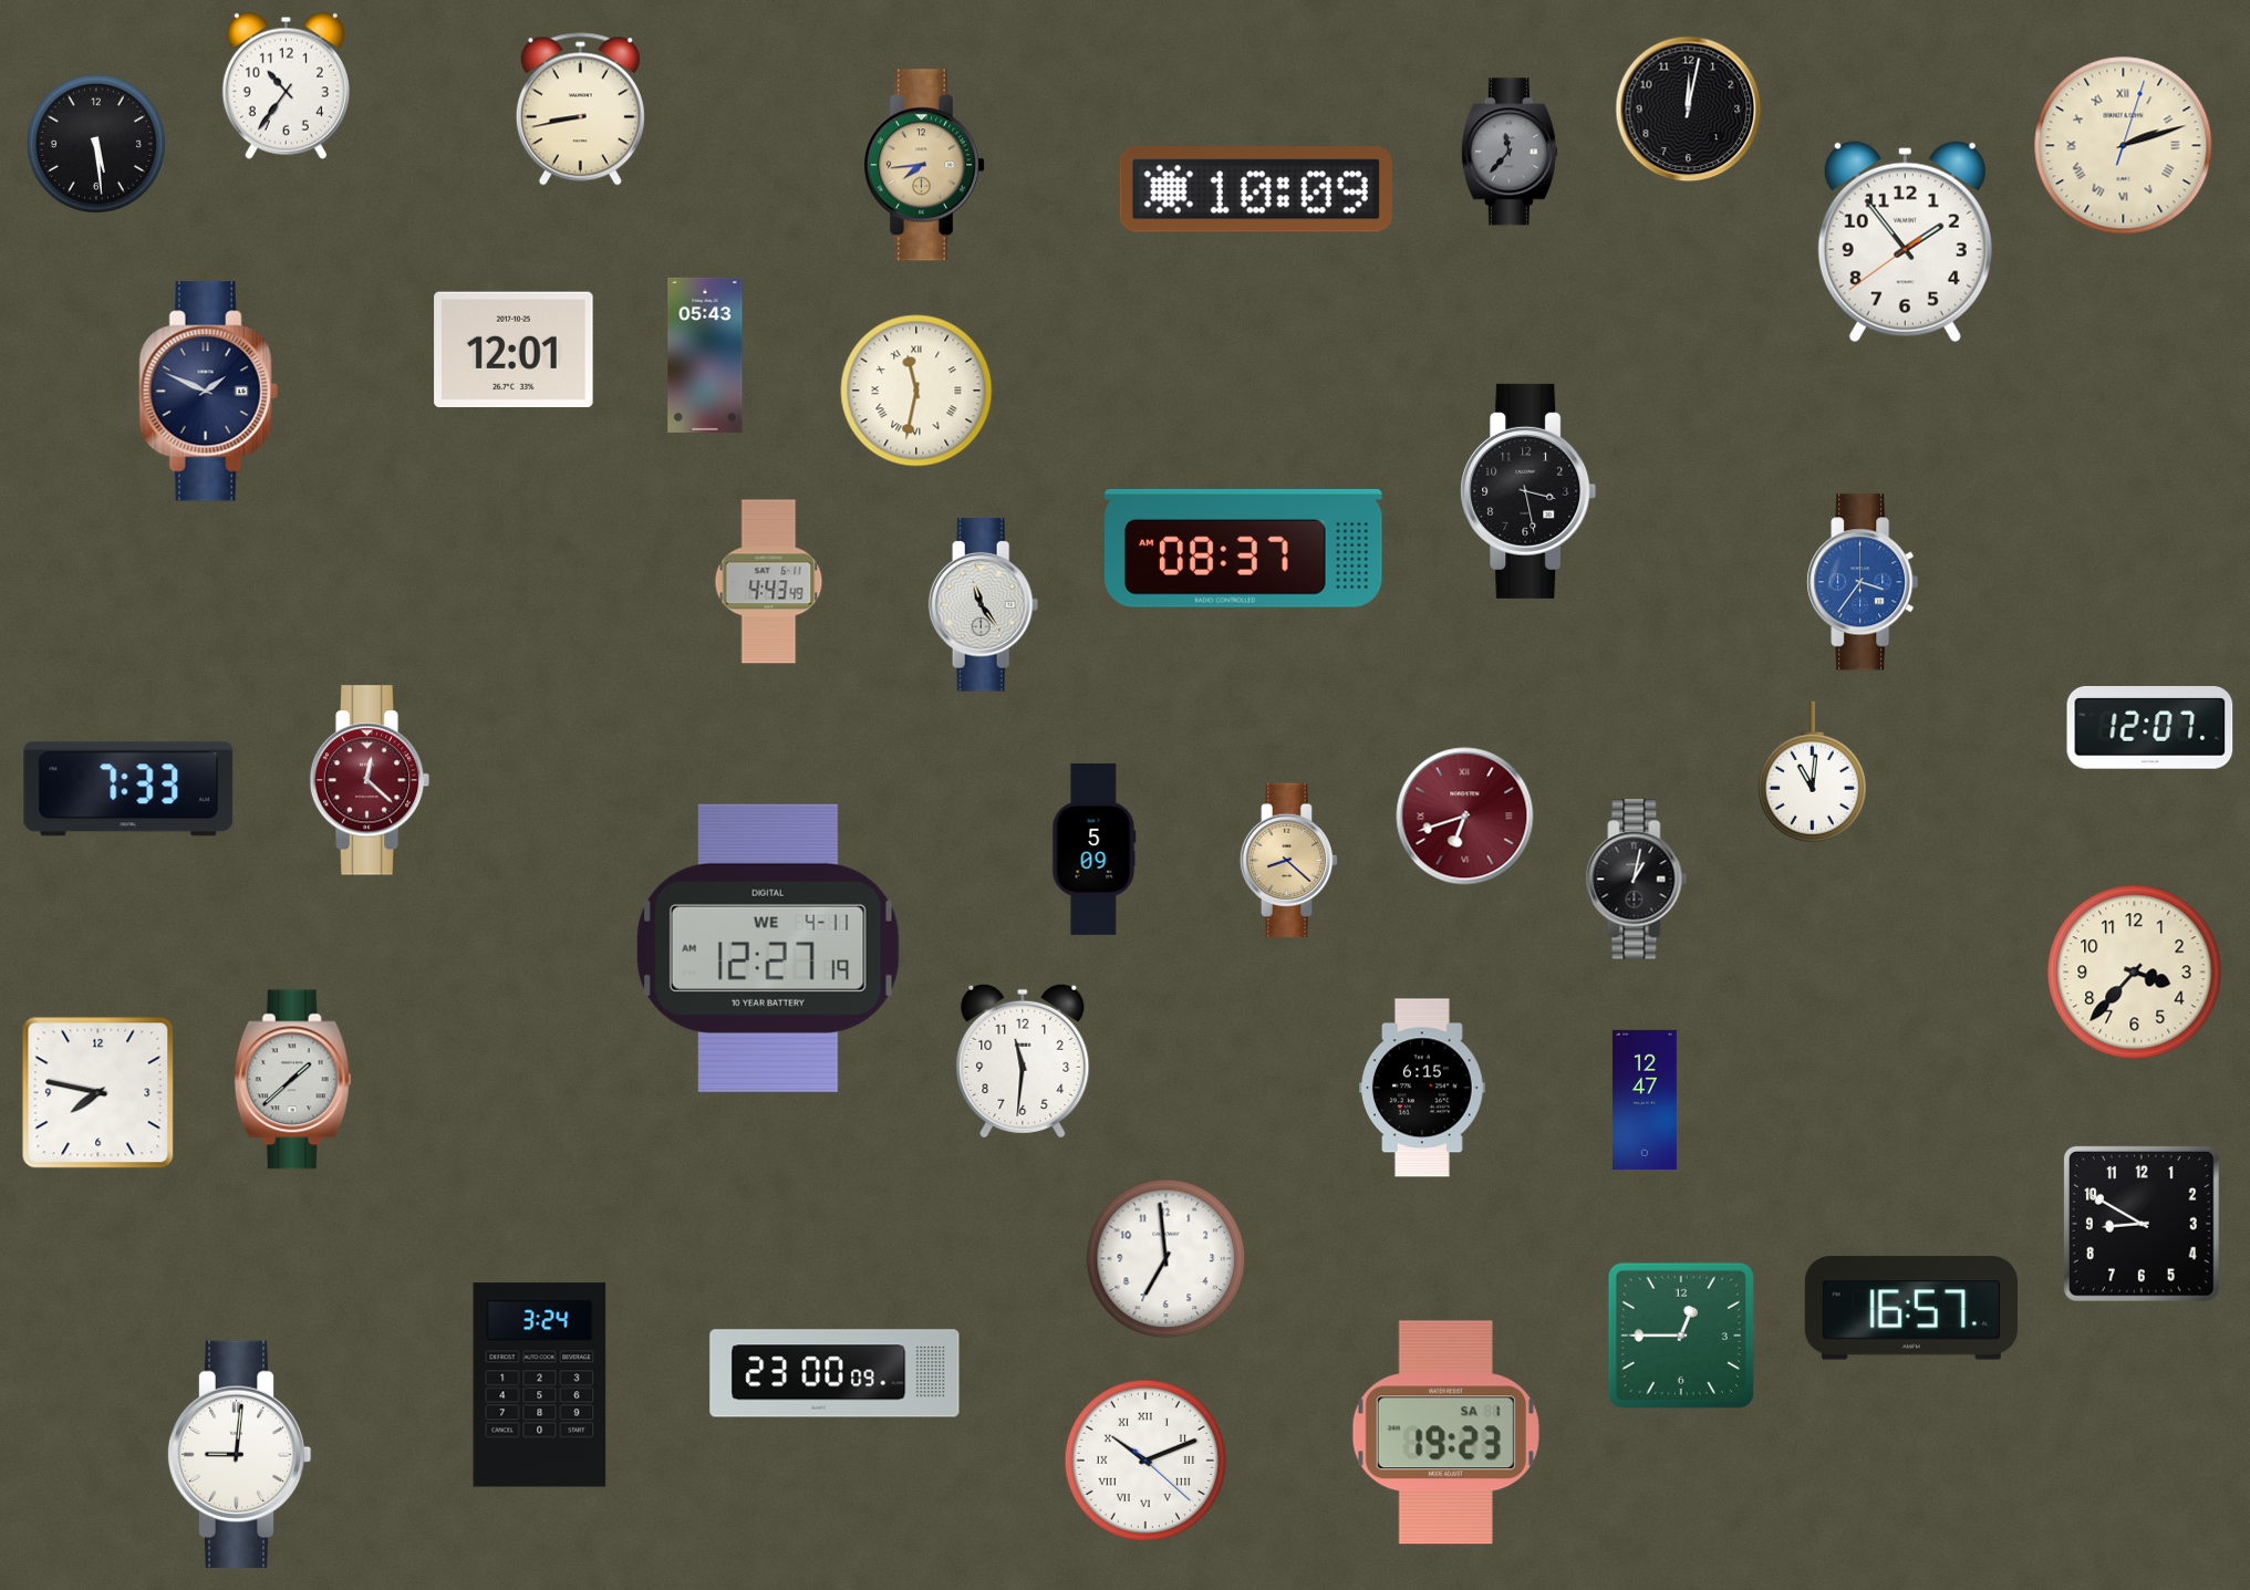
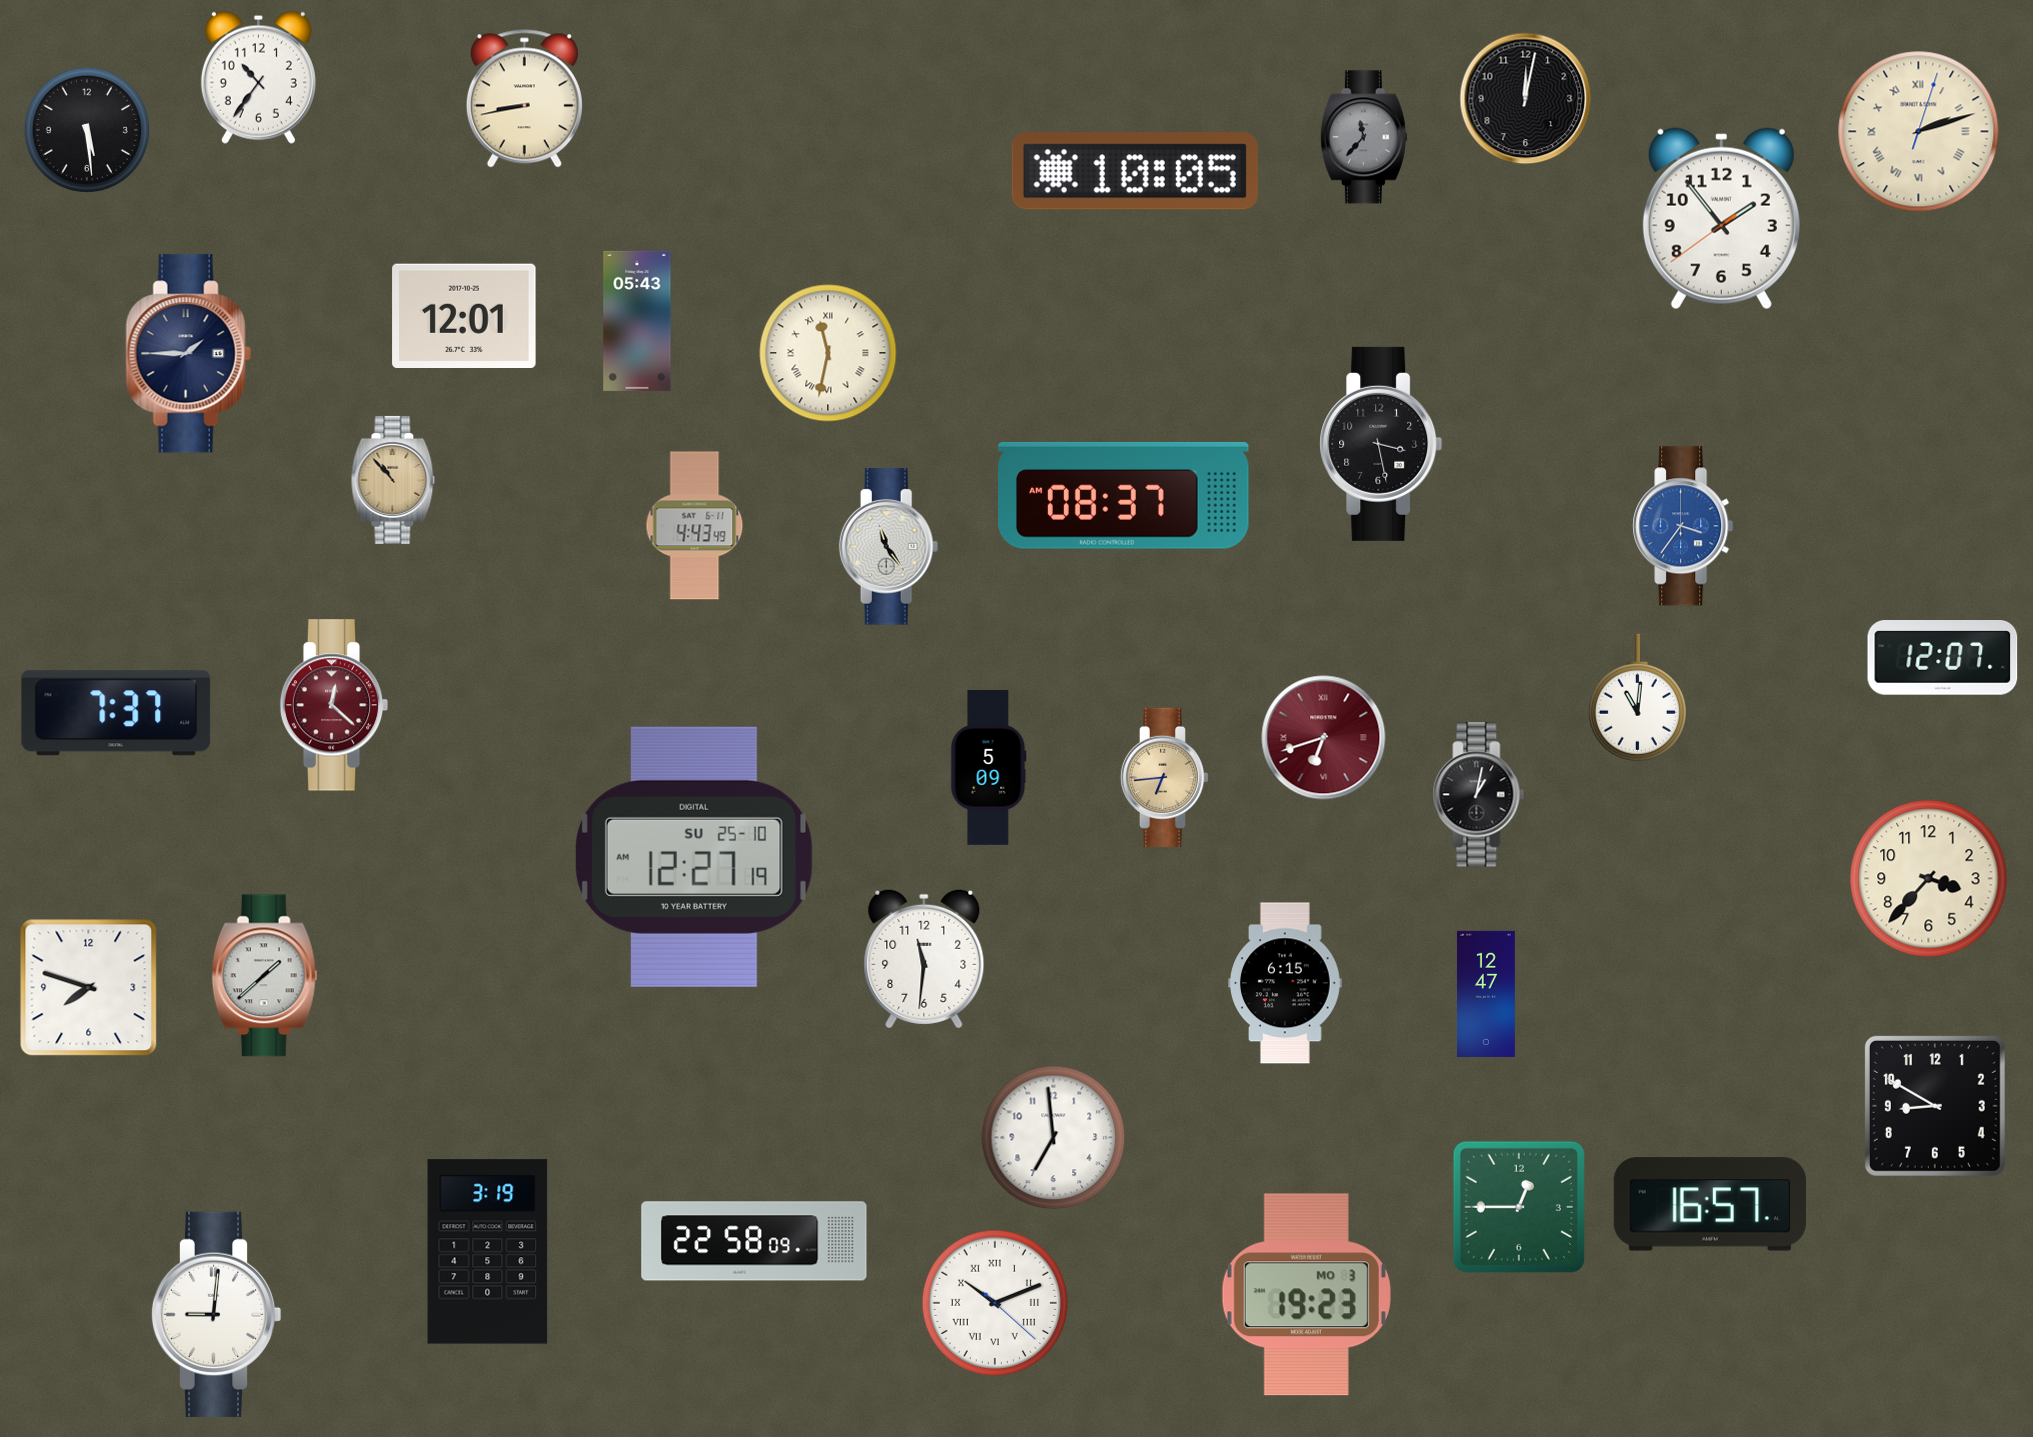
clock at (923, 165): 7:44 -> none
clock at (1256, 189): 10:09 -> 10:05
clock at (208, 392): 1:49 -> 1:45
clock at (393, 480): none -> 10:53
clock at (128, 789): 7:33 -> 7:37
clock at (1289, 860): 8:22 -> 6:44
clock at (768, 948) date: WE 4-11 -> SU 25-10
clock at (98, 1093): 7:47 -> 7:48
clock at (1911, 1308) position: (1911, 1308) -> (1710, 1204)
clock at (834, 1373): 23:00 -> 22:58
clock at (540, 1385): 3:24 -> 3:19
clock at (1445, 1433) date: SA 1 -> MO 3
clock at (1144, 1459) position: (1144, 1459) -> (994, 1302)
